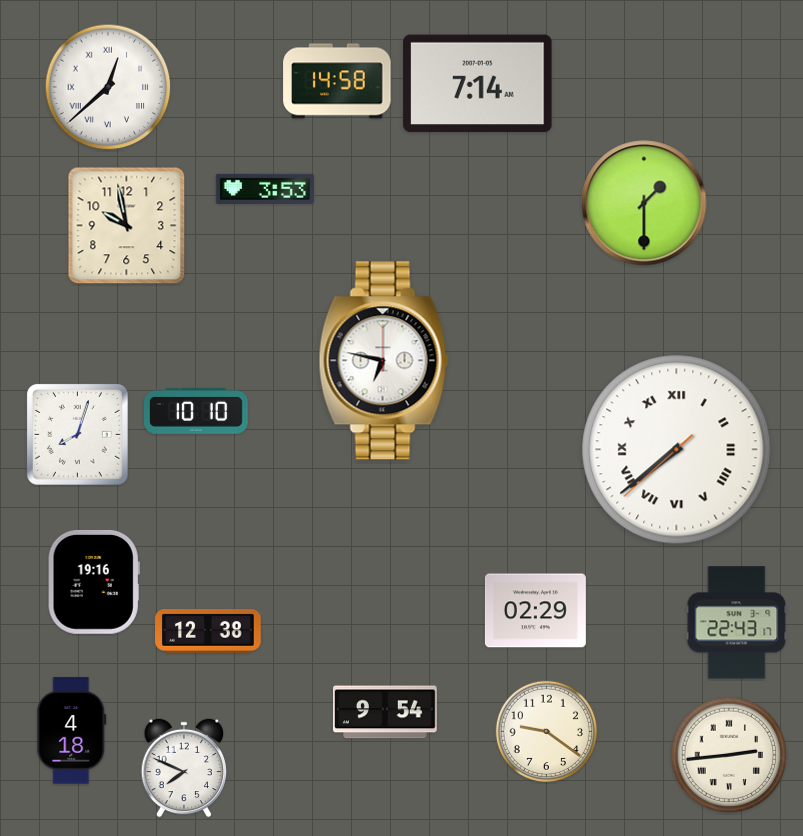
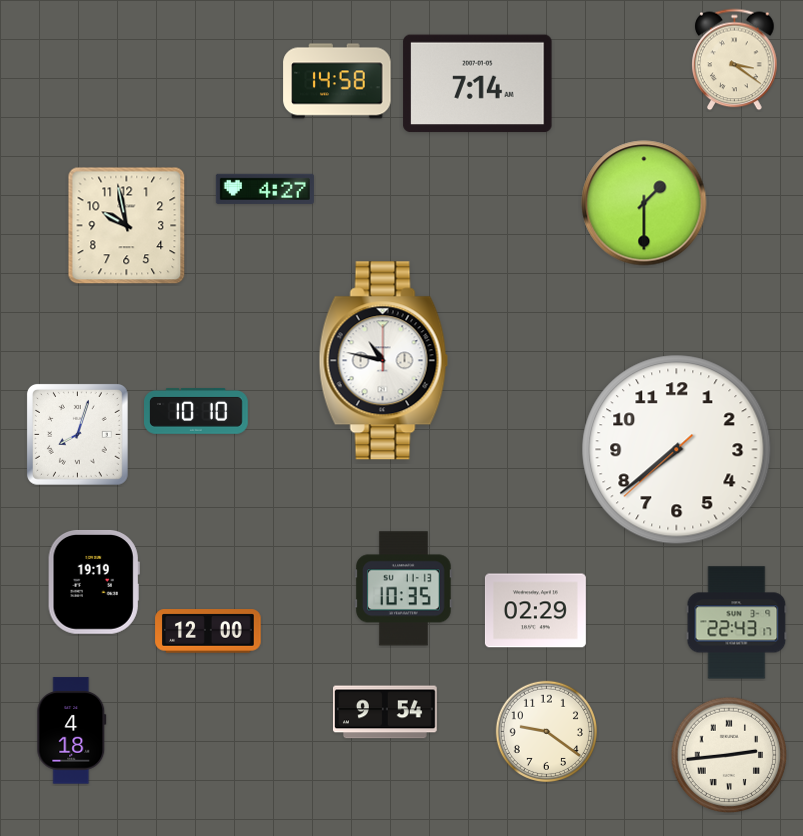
clock at (735, 60): none -> 3:21
clock at (108, 87): 12:38 -> none
clock at (265, 189): 3:53 -> 4:27
clock at (383, 361): 6:47 -> 10:47
clock at (677, 450) numerals: Roman -> Arabic
clock at (94, 582): 19:16 -> 19:19
clock at (404, 589): none -> 10:35
clock at (208, 631): 12:38 -> 12:00
clock at (183, 768): 7:49 -> none
